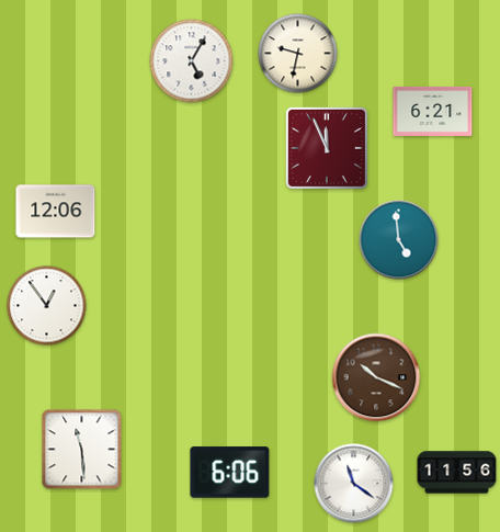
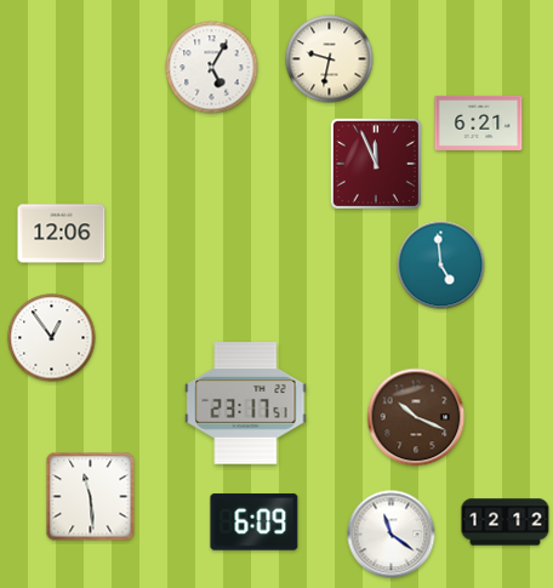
clock at (327, 148) position: (327, 148) -> (376, 164)
clock at (246, 404): none -> 23:17
clock at (230, 473): 6:06 -> 6:09
clock at (457, 473): 11:56 -> 12:12
